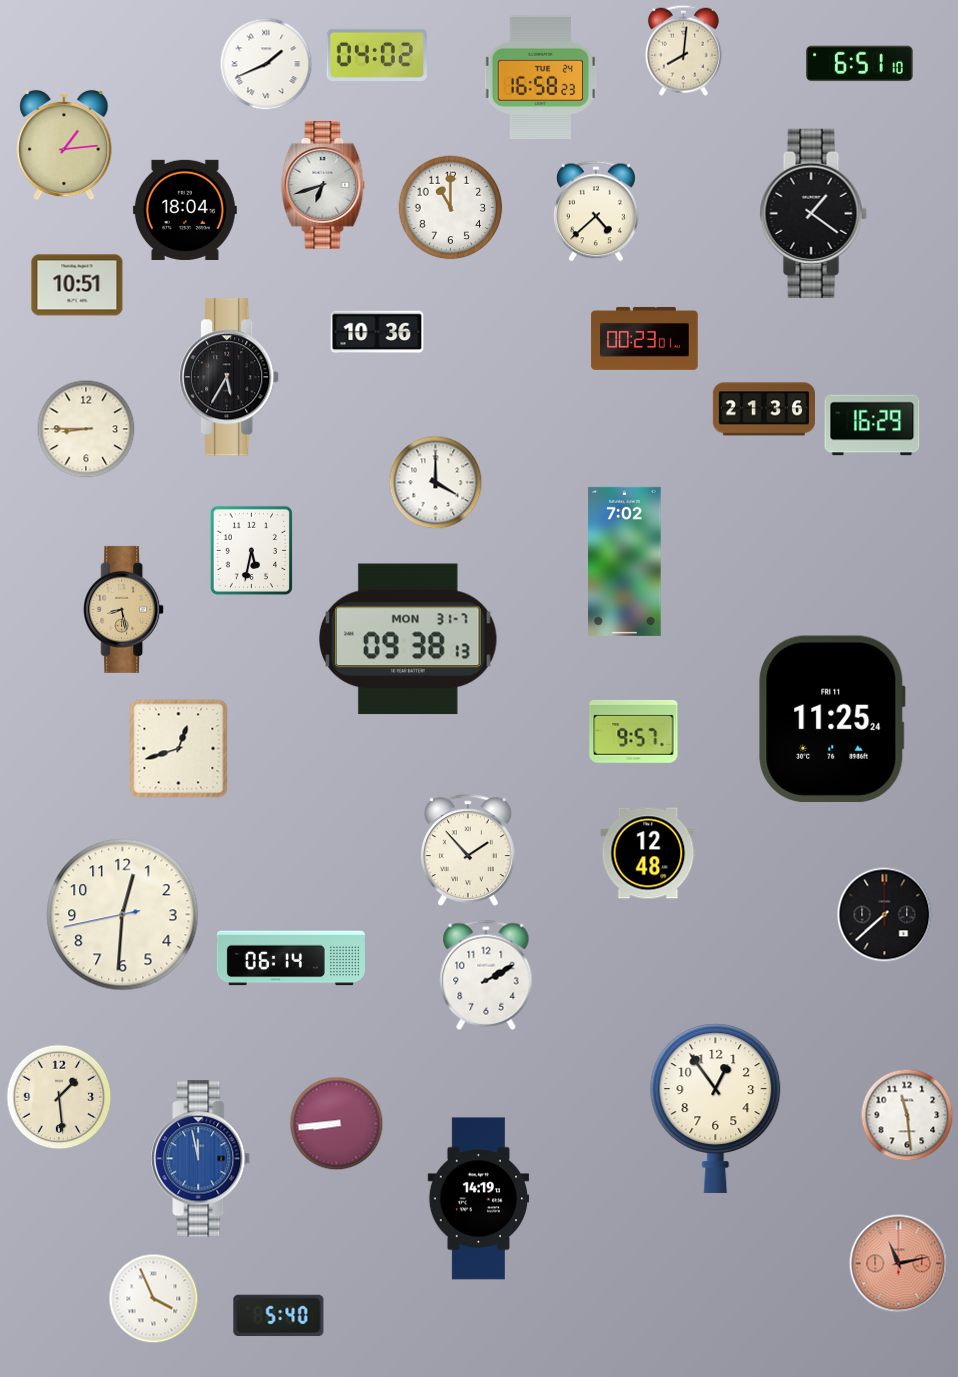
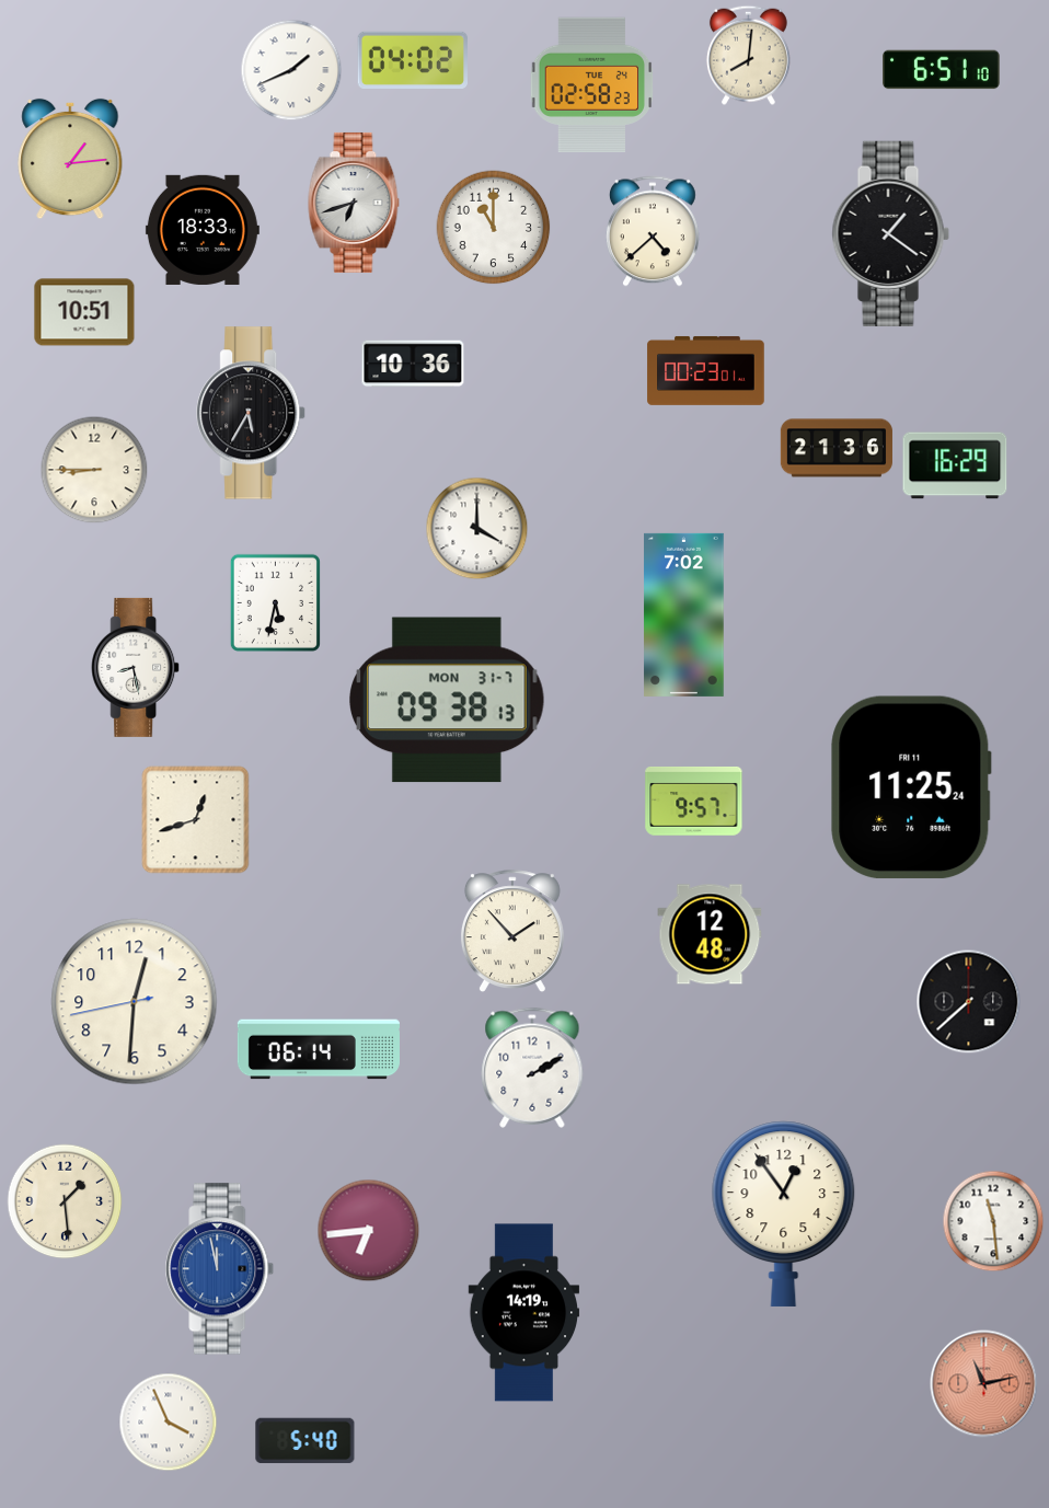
clock at (541, 77): 16:58 -> 02:58
clock at (185, 210): 18:04 -> 18:33
clock at (124, 609) dial: champagne -> white
clock at (337, 1124): 8:44 -> 6:44
